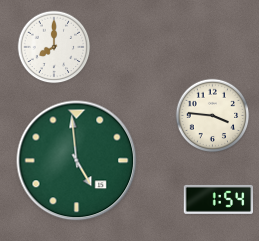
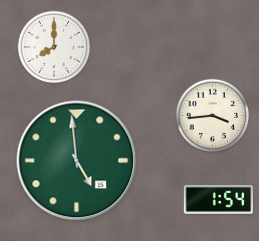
clock at (213, 116): 3:46 -> 3:44
